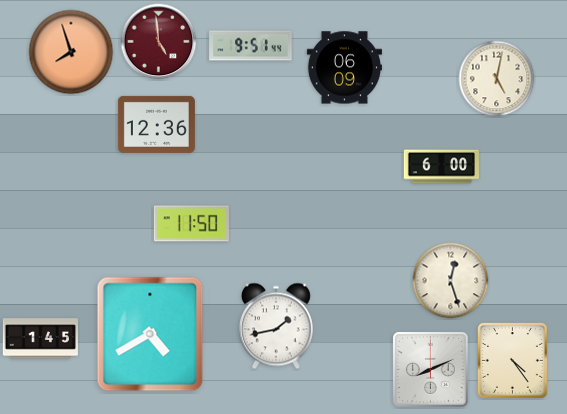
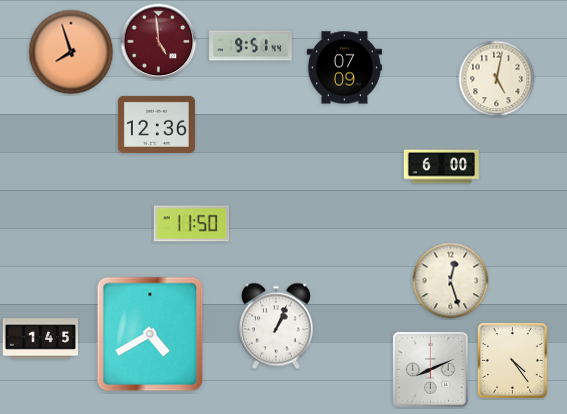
clock at (344, 68): 06:09 -> 07:09
clock at (276, 326): 1:43 -> 1:04
